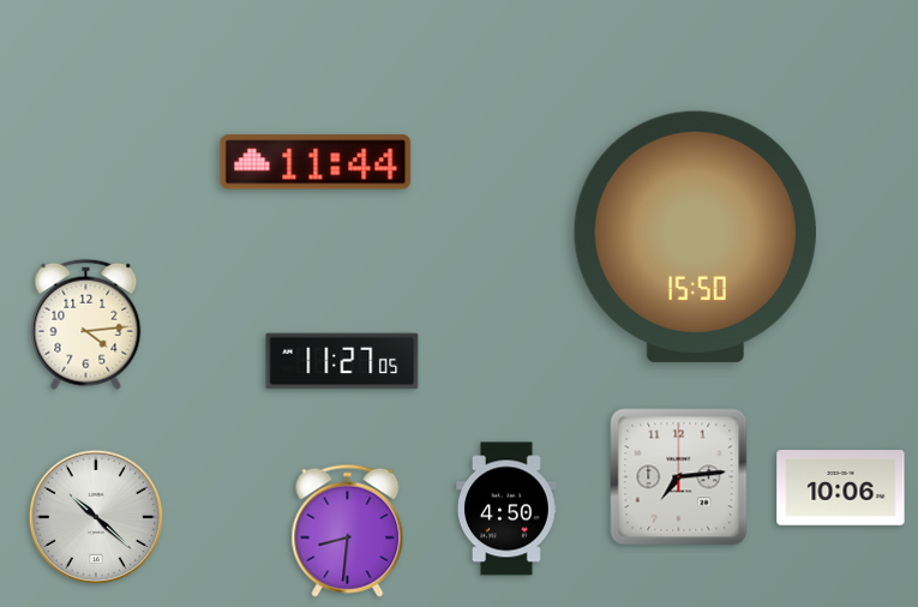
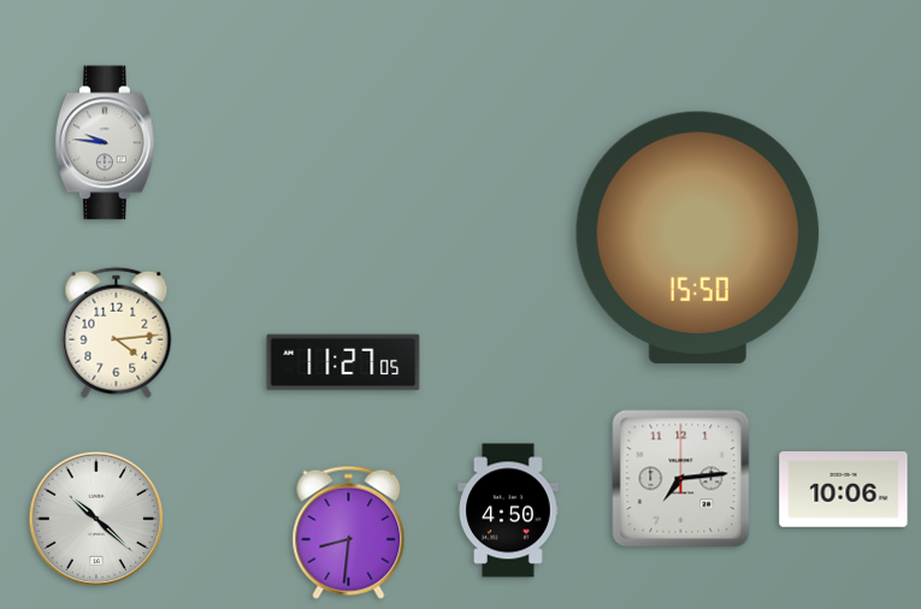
clock at (105, 143): none -> 9:46
clock at (316, 162): 11:44 -> none
clock at (86, 324) position: (86, 324) -> (117, 332)
